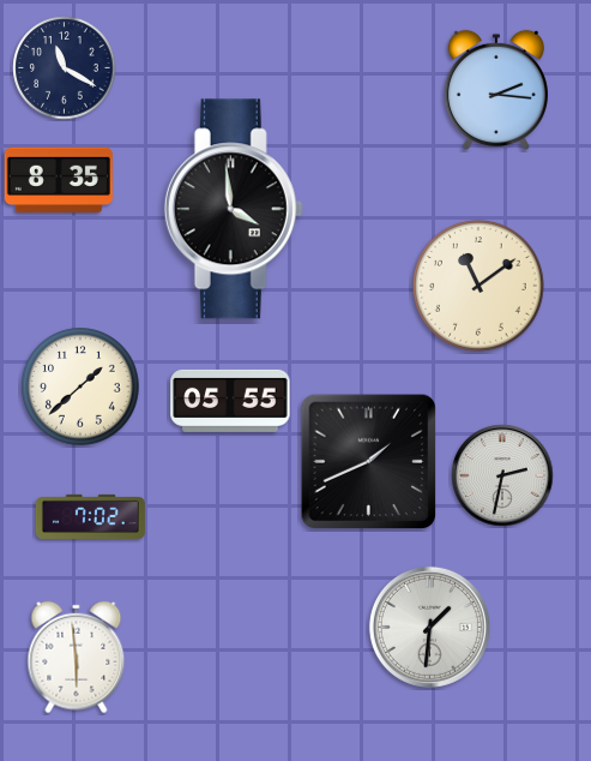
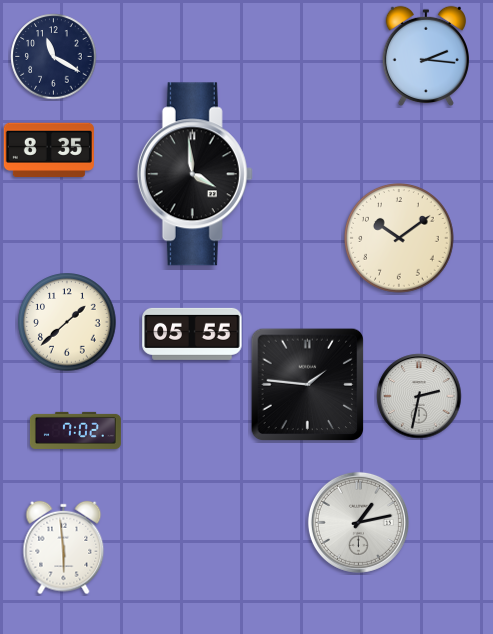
clock at (496, 90) position: (496, 90) -> (426, 56)
clock at (480, 287): 11:09 -> 10:09
clock at (369, 462): 1:41 -> 1:46
clock at (429, 627): 1:31 -> 1:13
